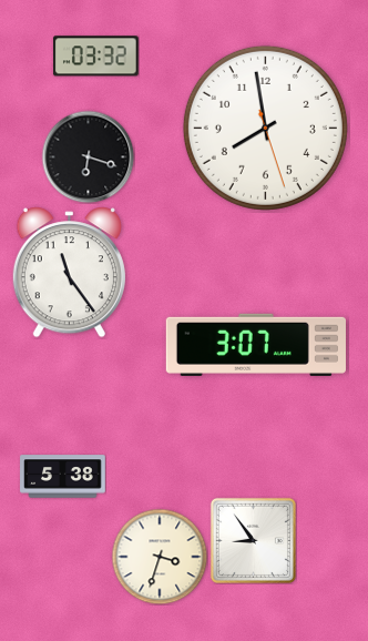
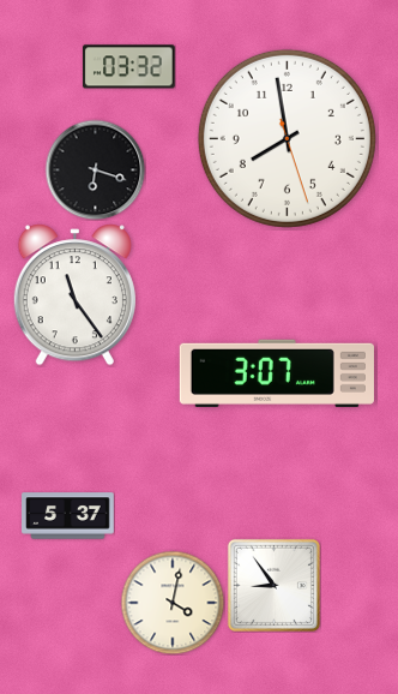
clock at (96, 57) position: (96, 57) -> (129, 67)
clock at (63, 477): 5:38 -> 5:37
clock at (160, 557): 3:33 -> 4:02
